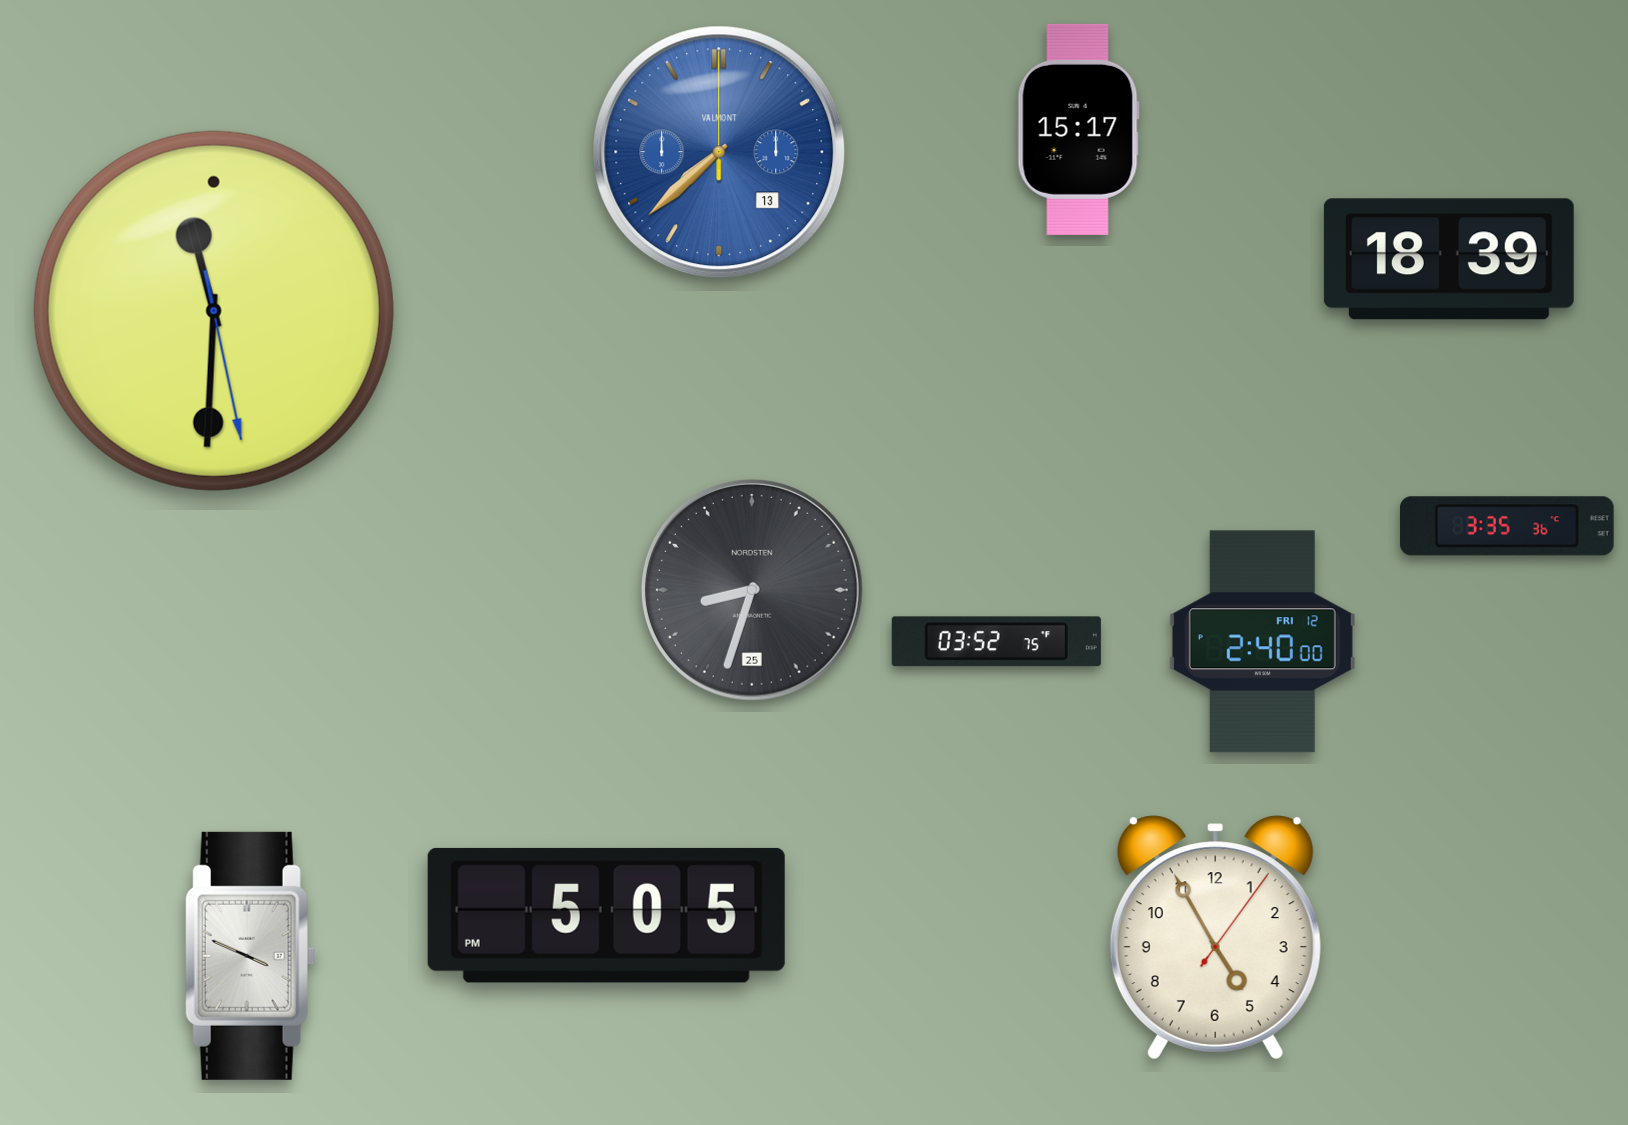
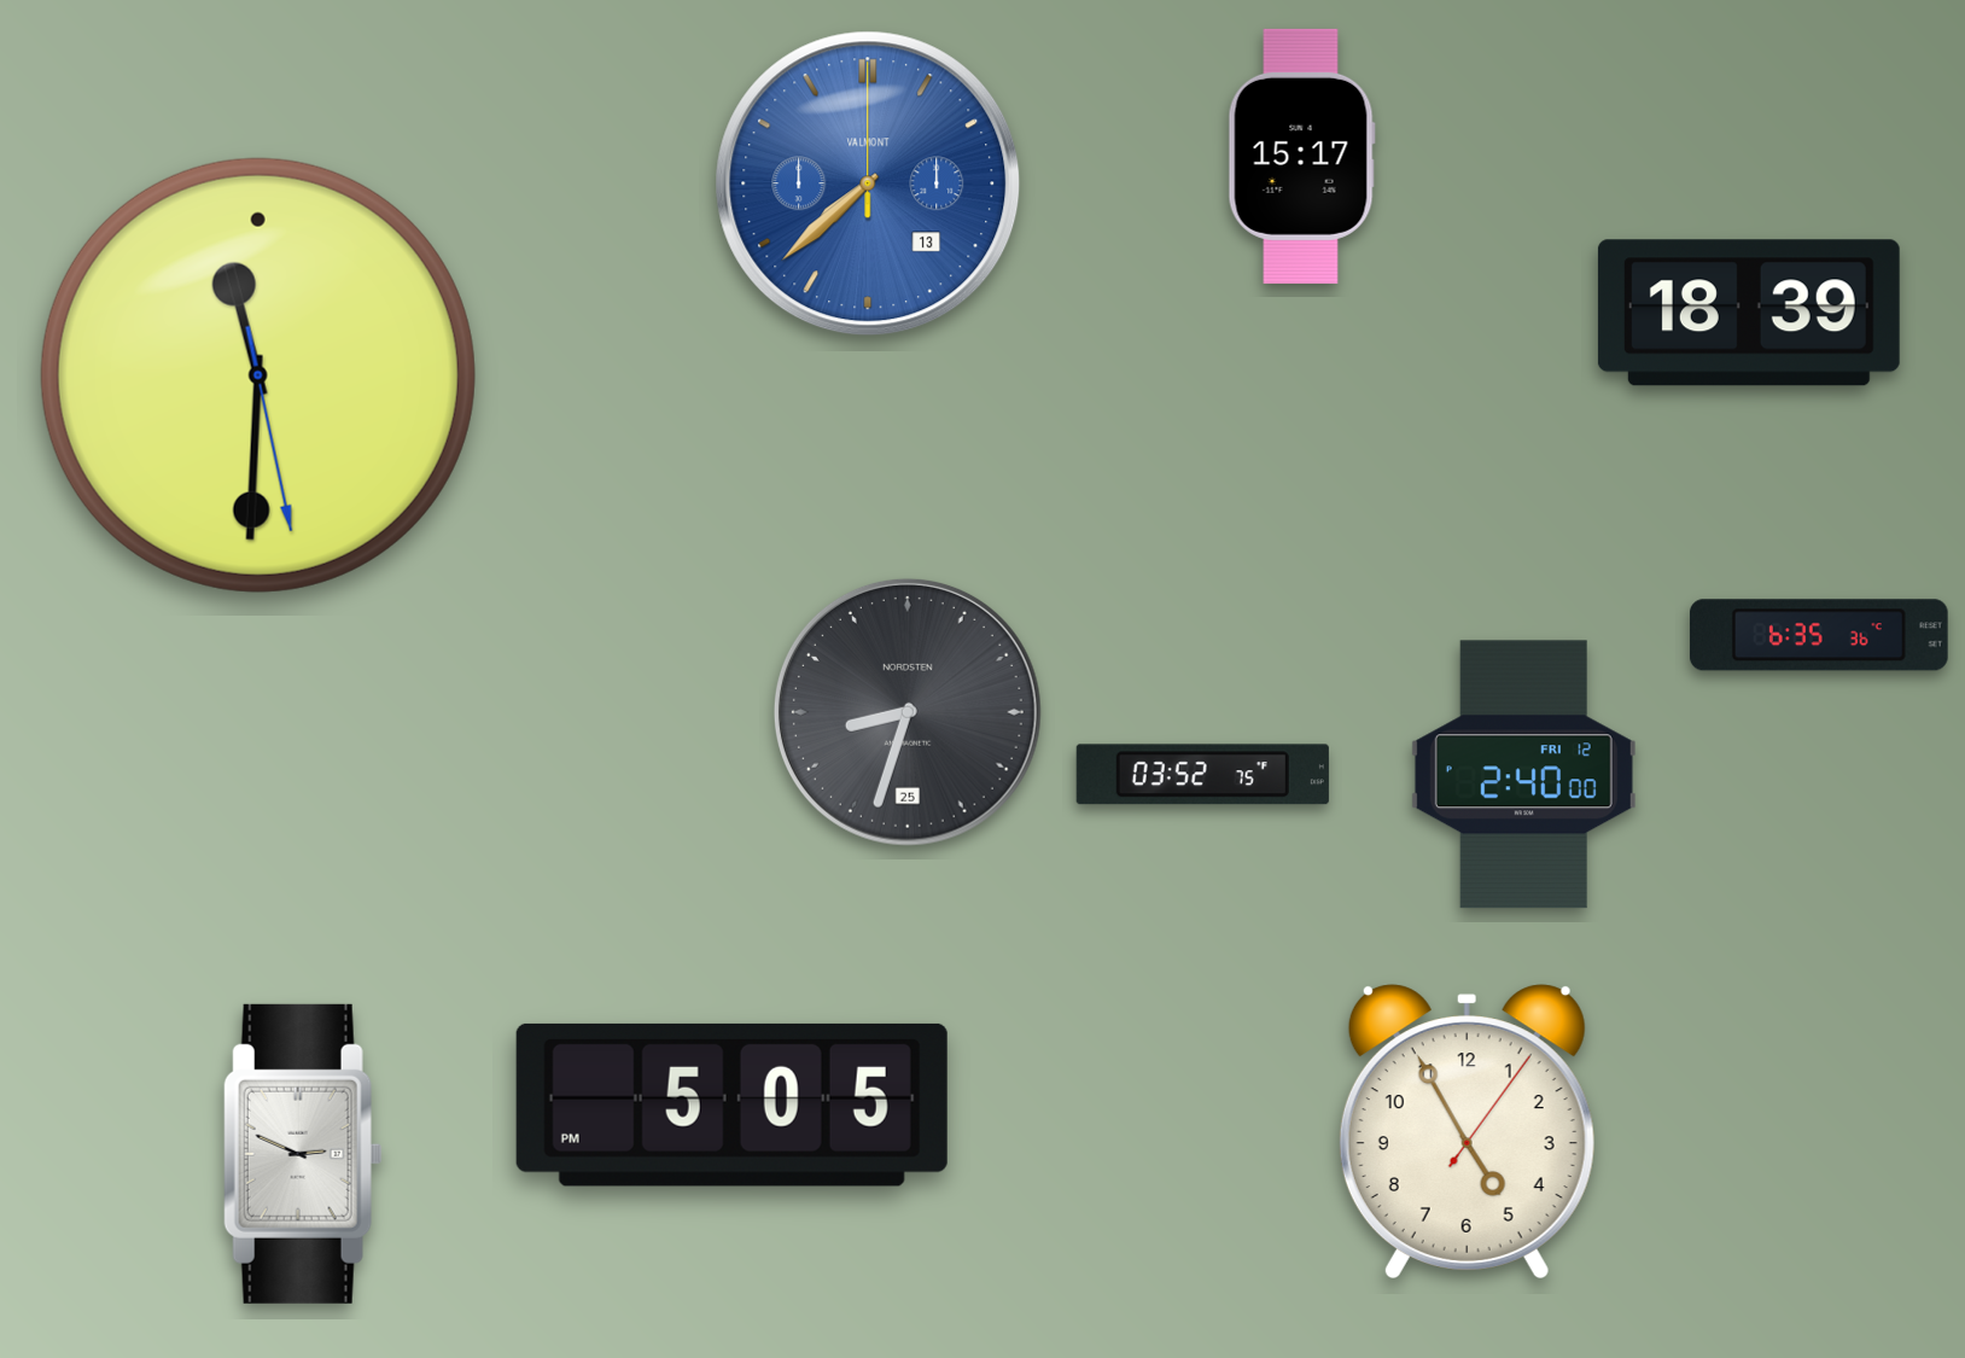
clock at (1507, 526): 3:35 -> 6:35
clock at (251, 956): 3:49 -> 2:49
